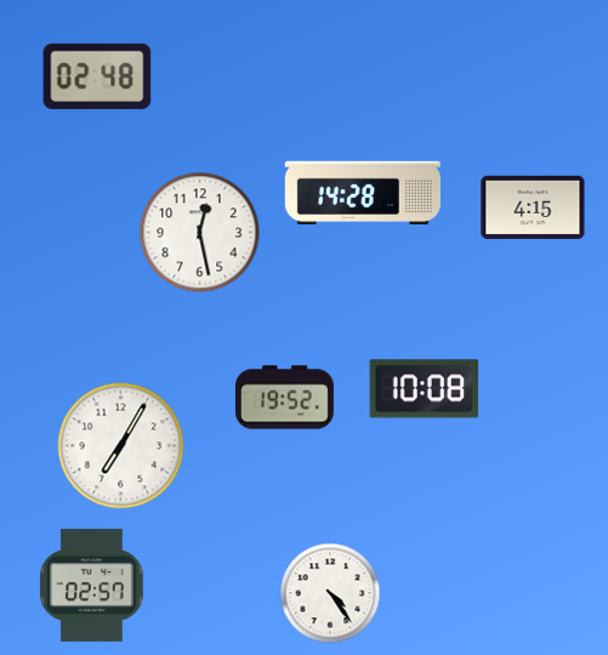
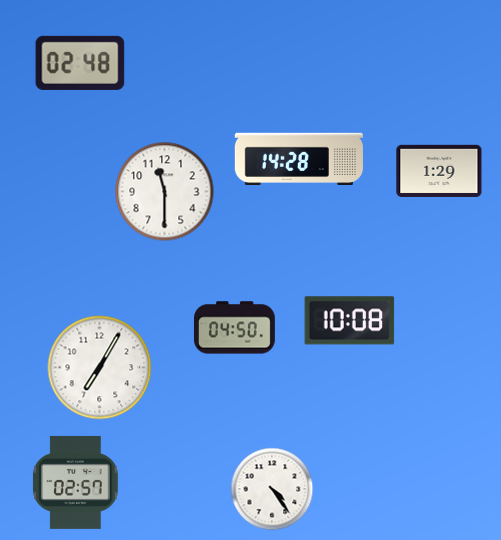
clock at (533, 207): 4:15 -> 1:29
clock at (200, 233): 12:28 -> 11:30
clock at (284, 398): 19:52 -> 04:50
